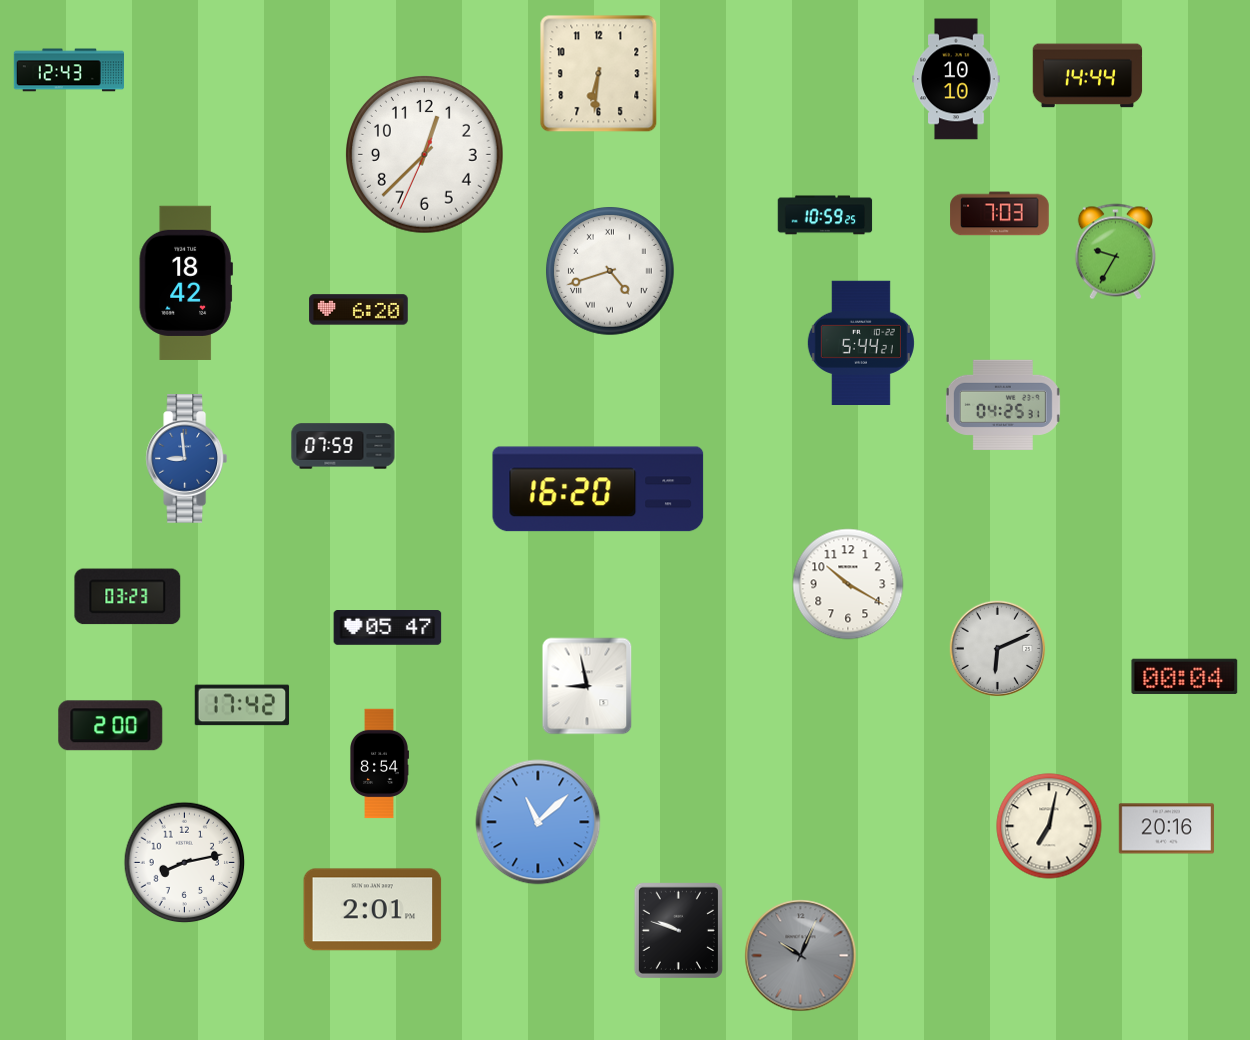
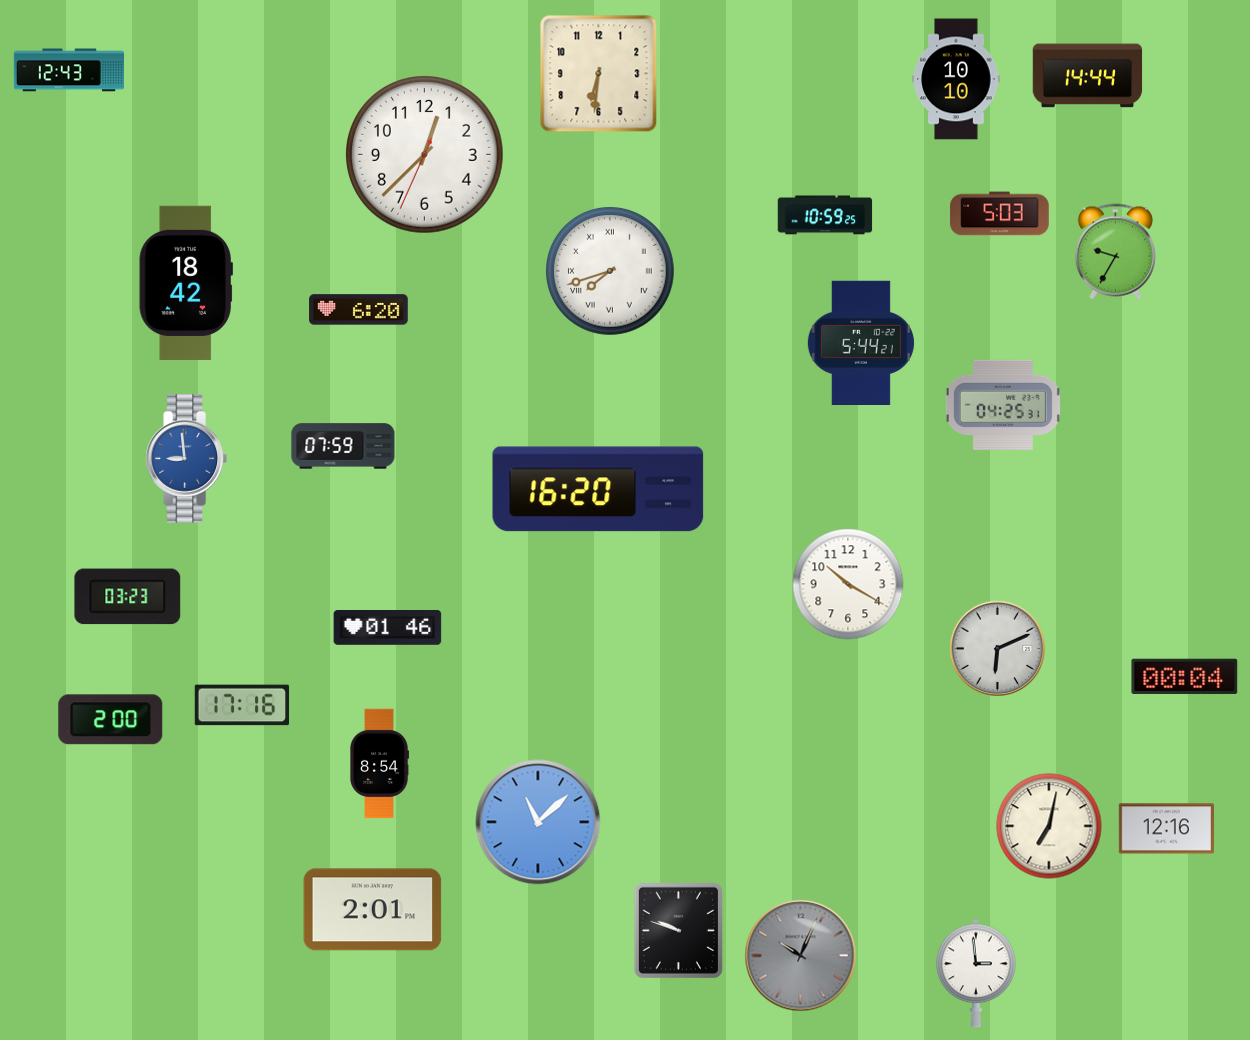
clock at (1000, 214): 7:03 -> 5:03
clock at (611, 272): 4:42 -> 7:42
clock at (388, 628): 05:47 -> 01:46
clock at (587, 686): 8:58 -> none
clock at (242, 705): 17:42 -> 17:16
clock at (111, 726) position: (111, 726) -> (111, 720)
clock at (1166, 829): 20:16 -> 12:16
clock at (185, 863): 8:13 -> none
clock at (977, 973): none -> 2:59
